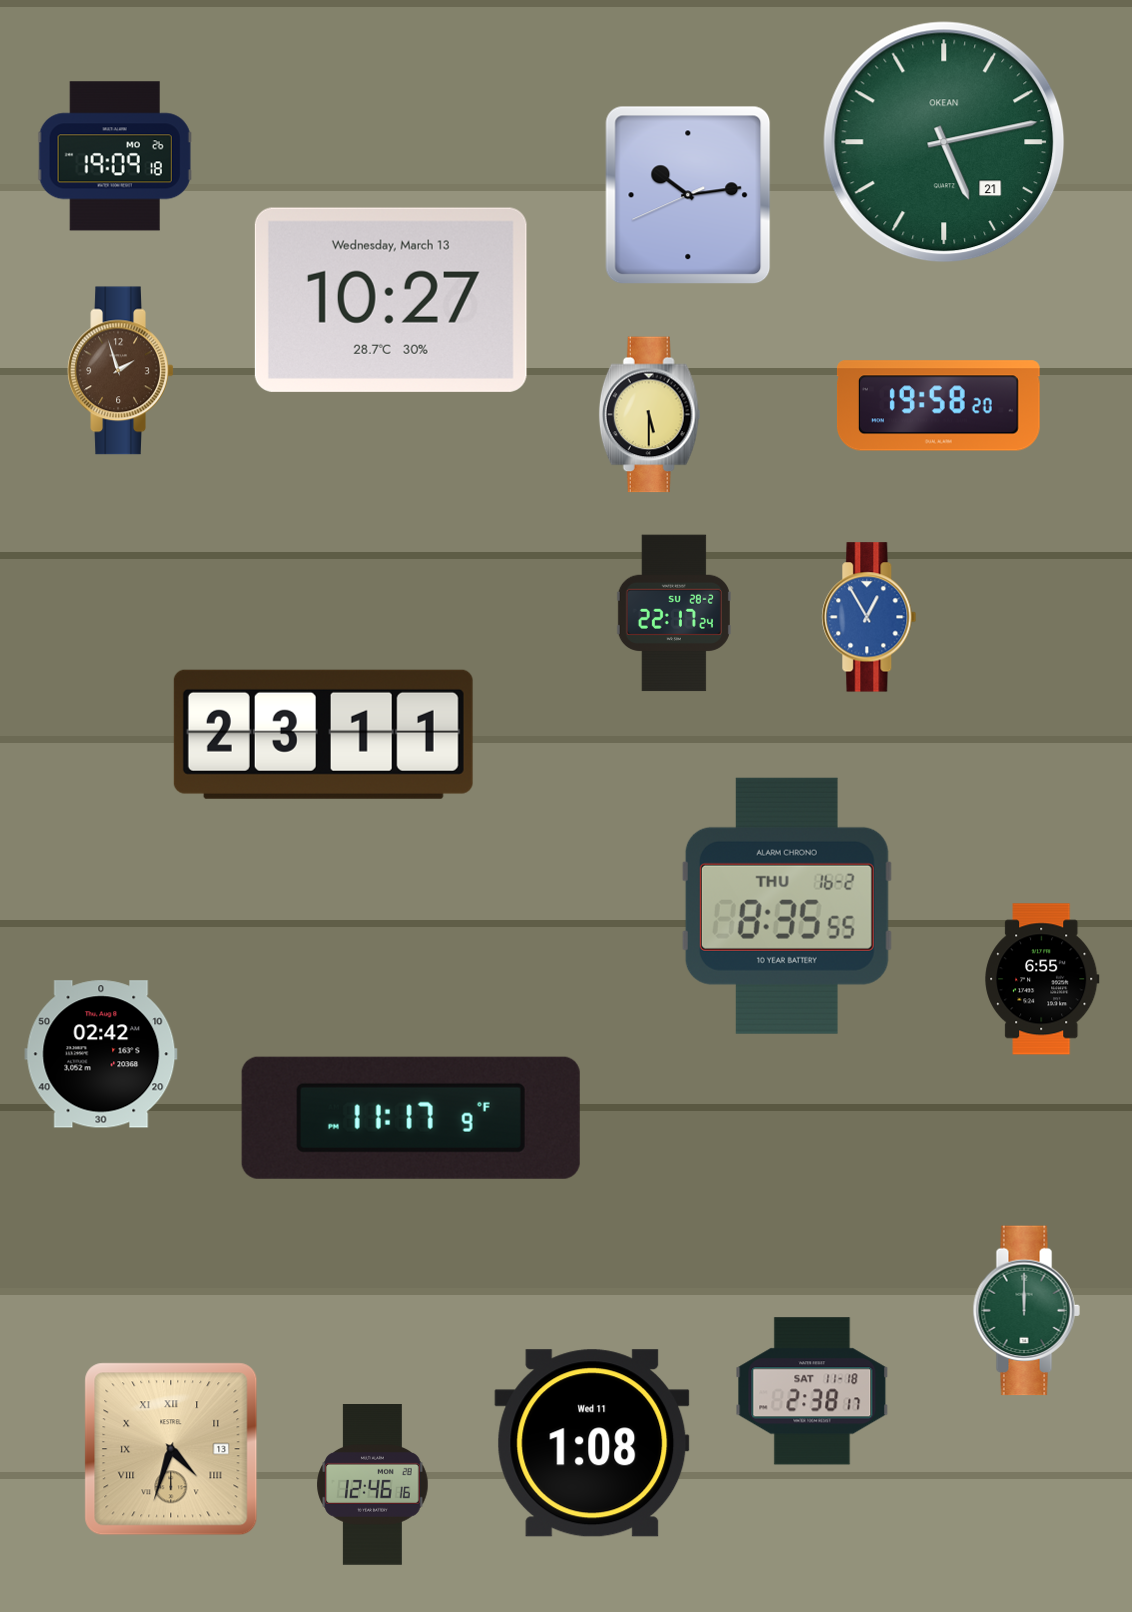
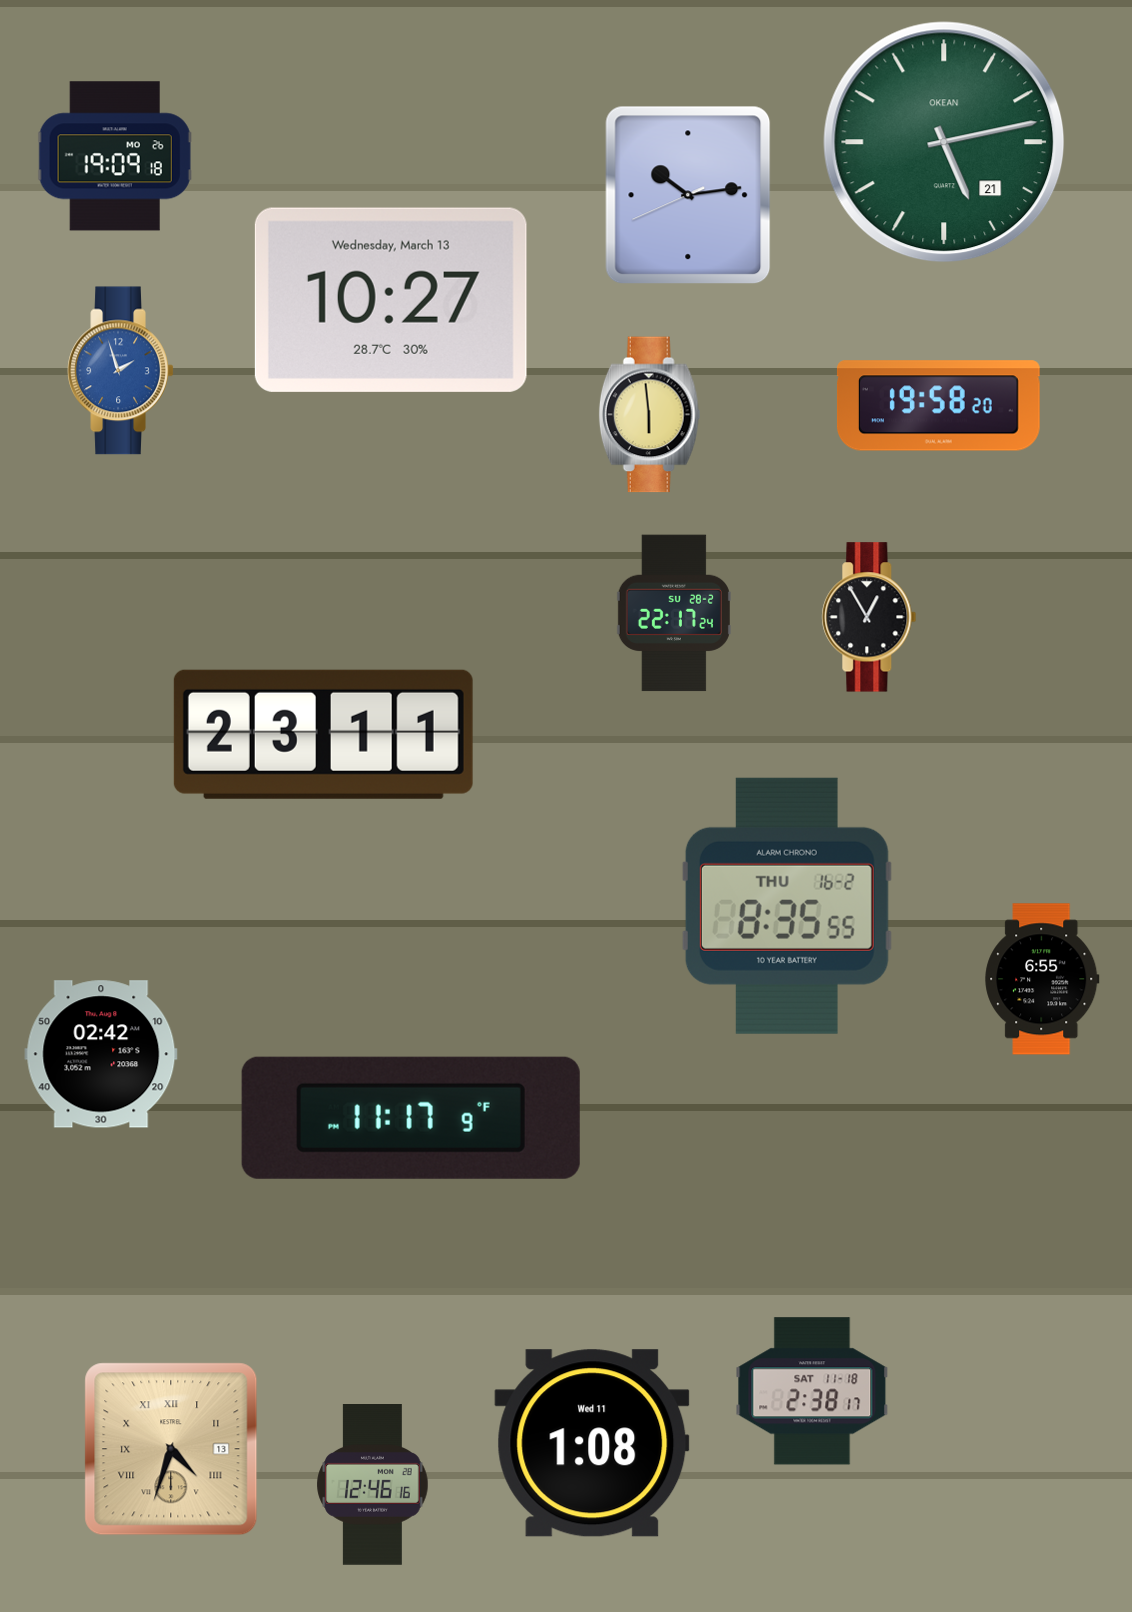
clock at (121, 371) dial: brown -> blue
clock at (650, 415): 5:30 -> 5:59
clock at (869, 617) dial: blue -> black
clock at (1026, 1311): 12:00 -> none
